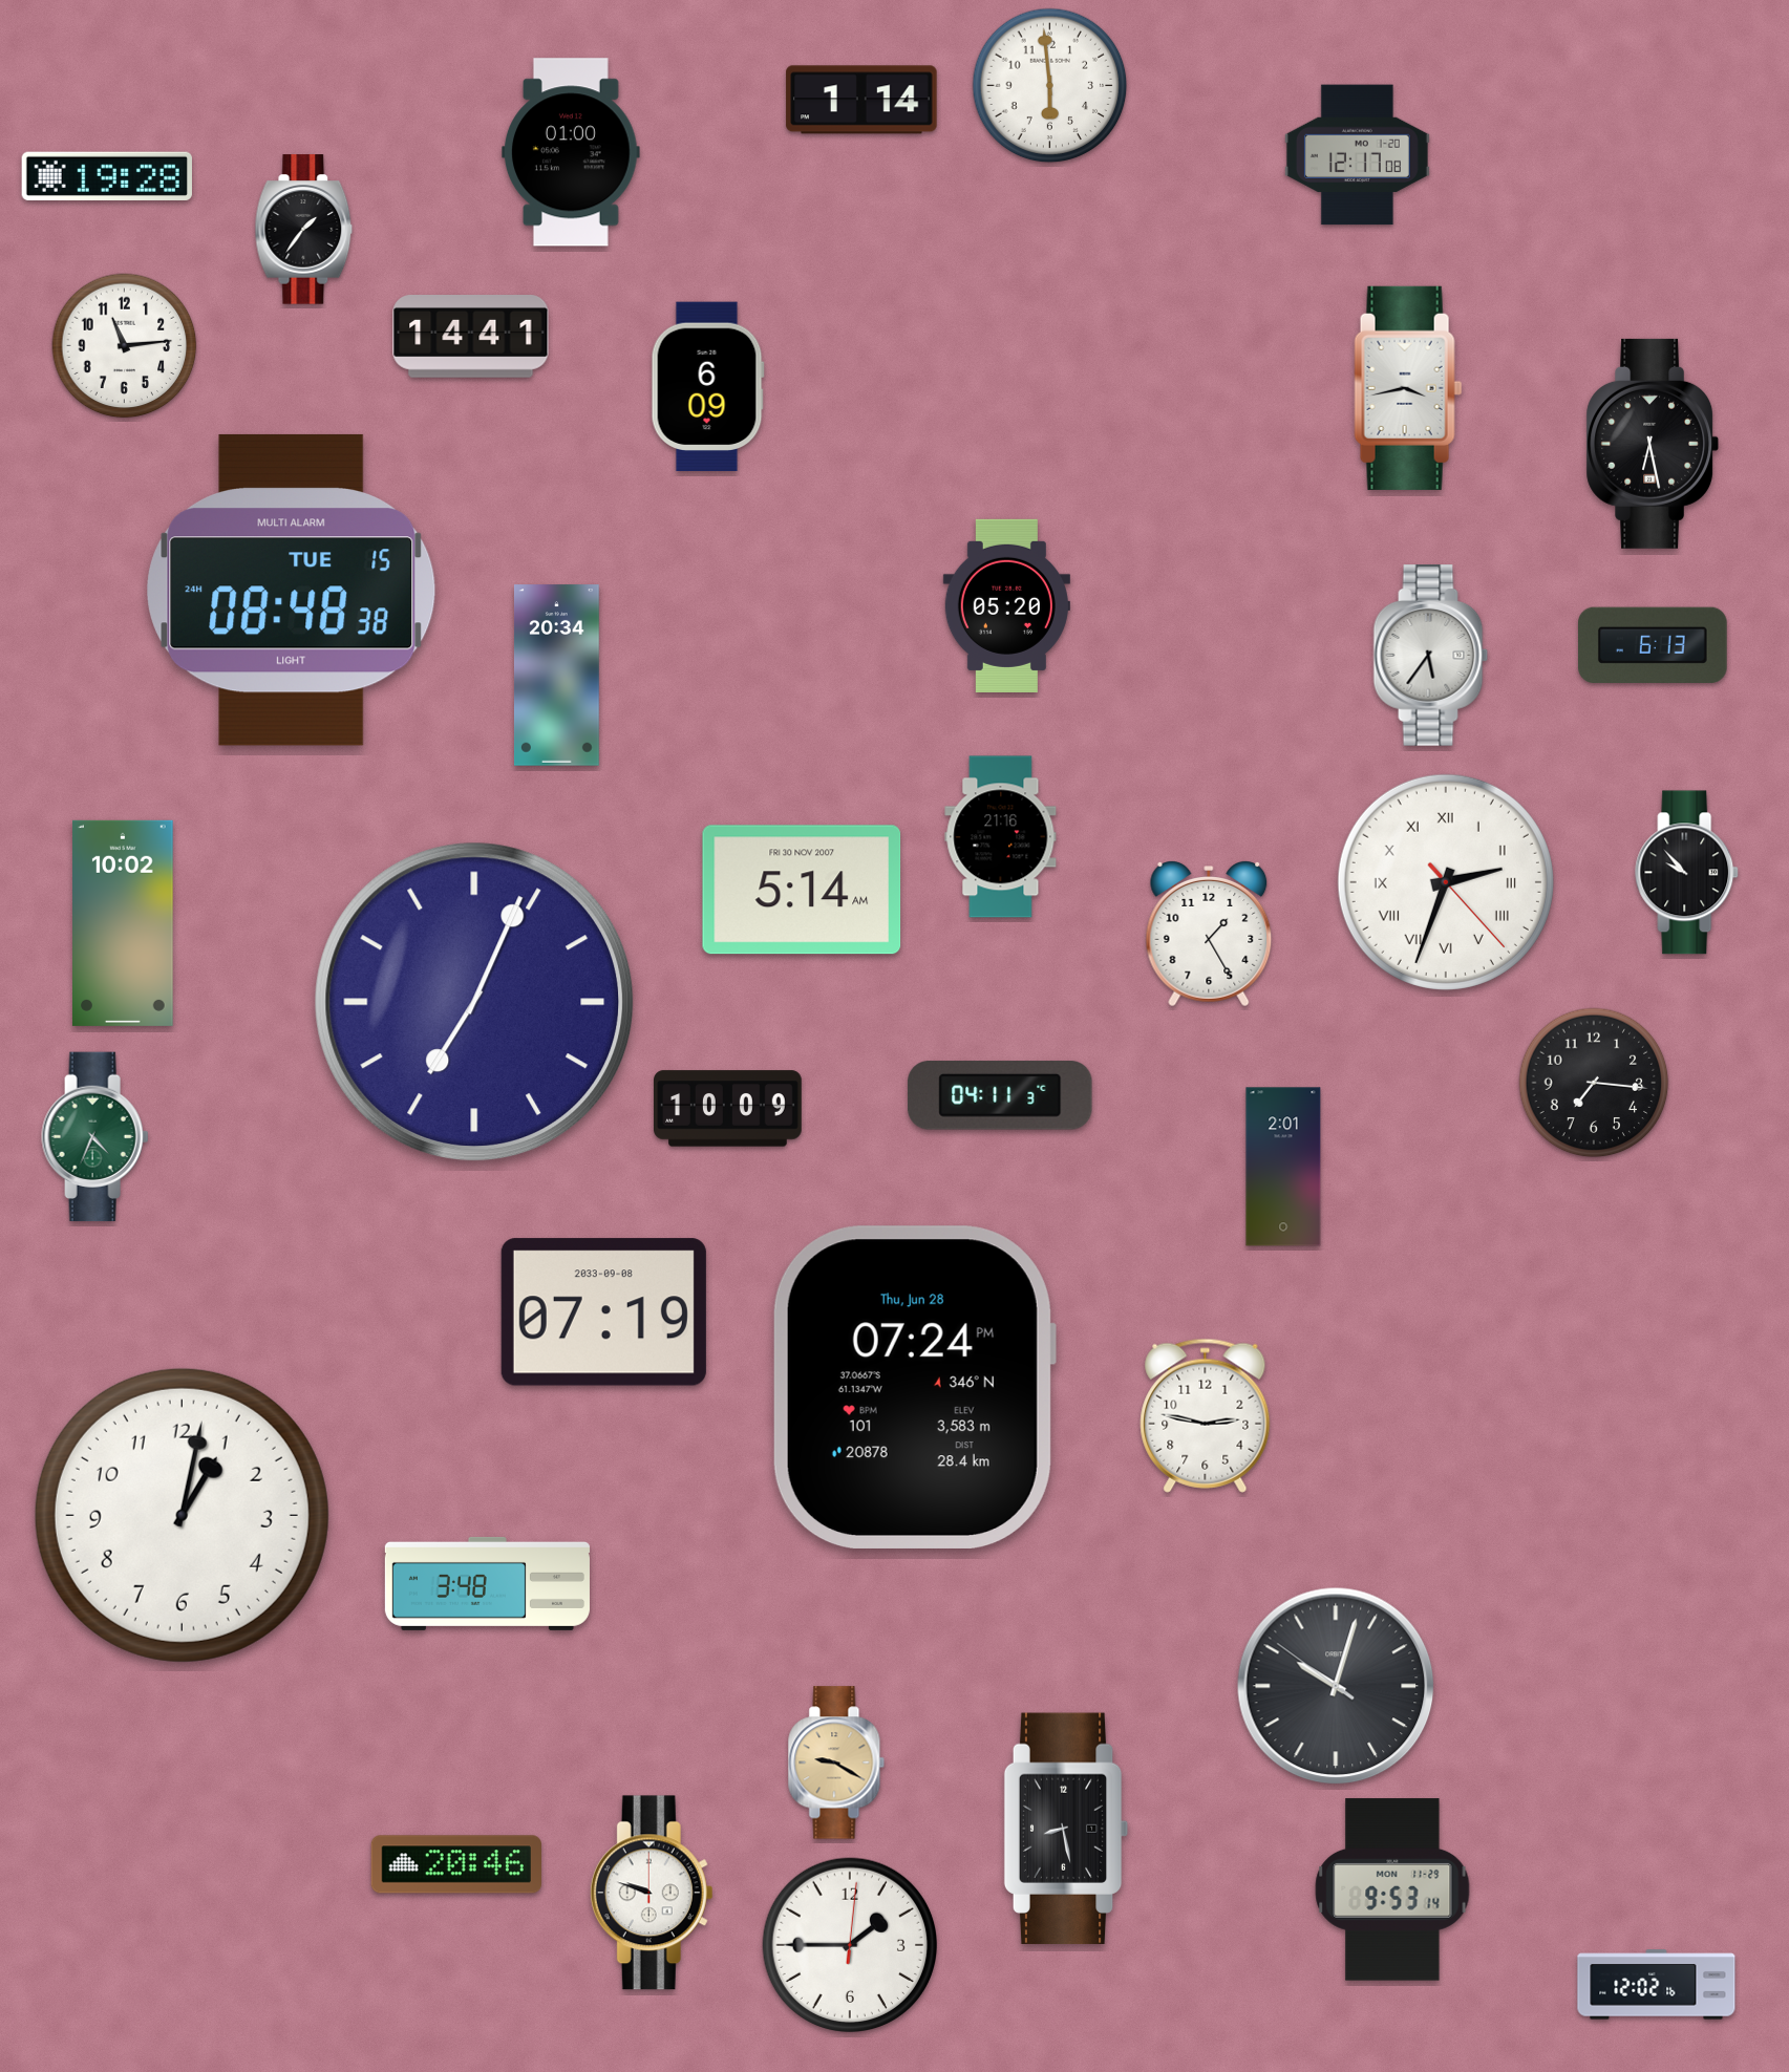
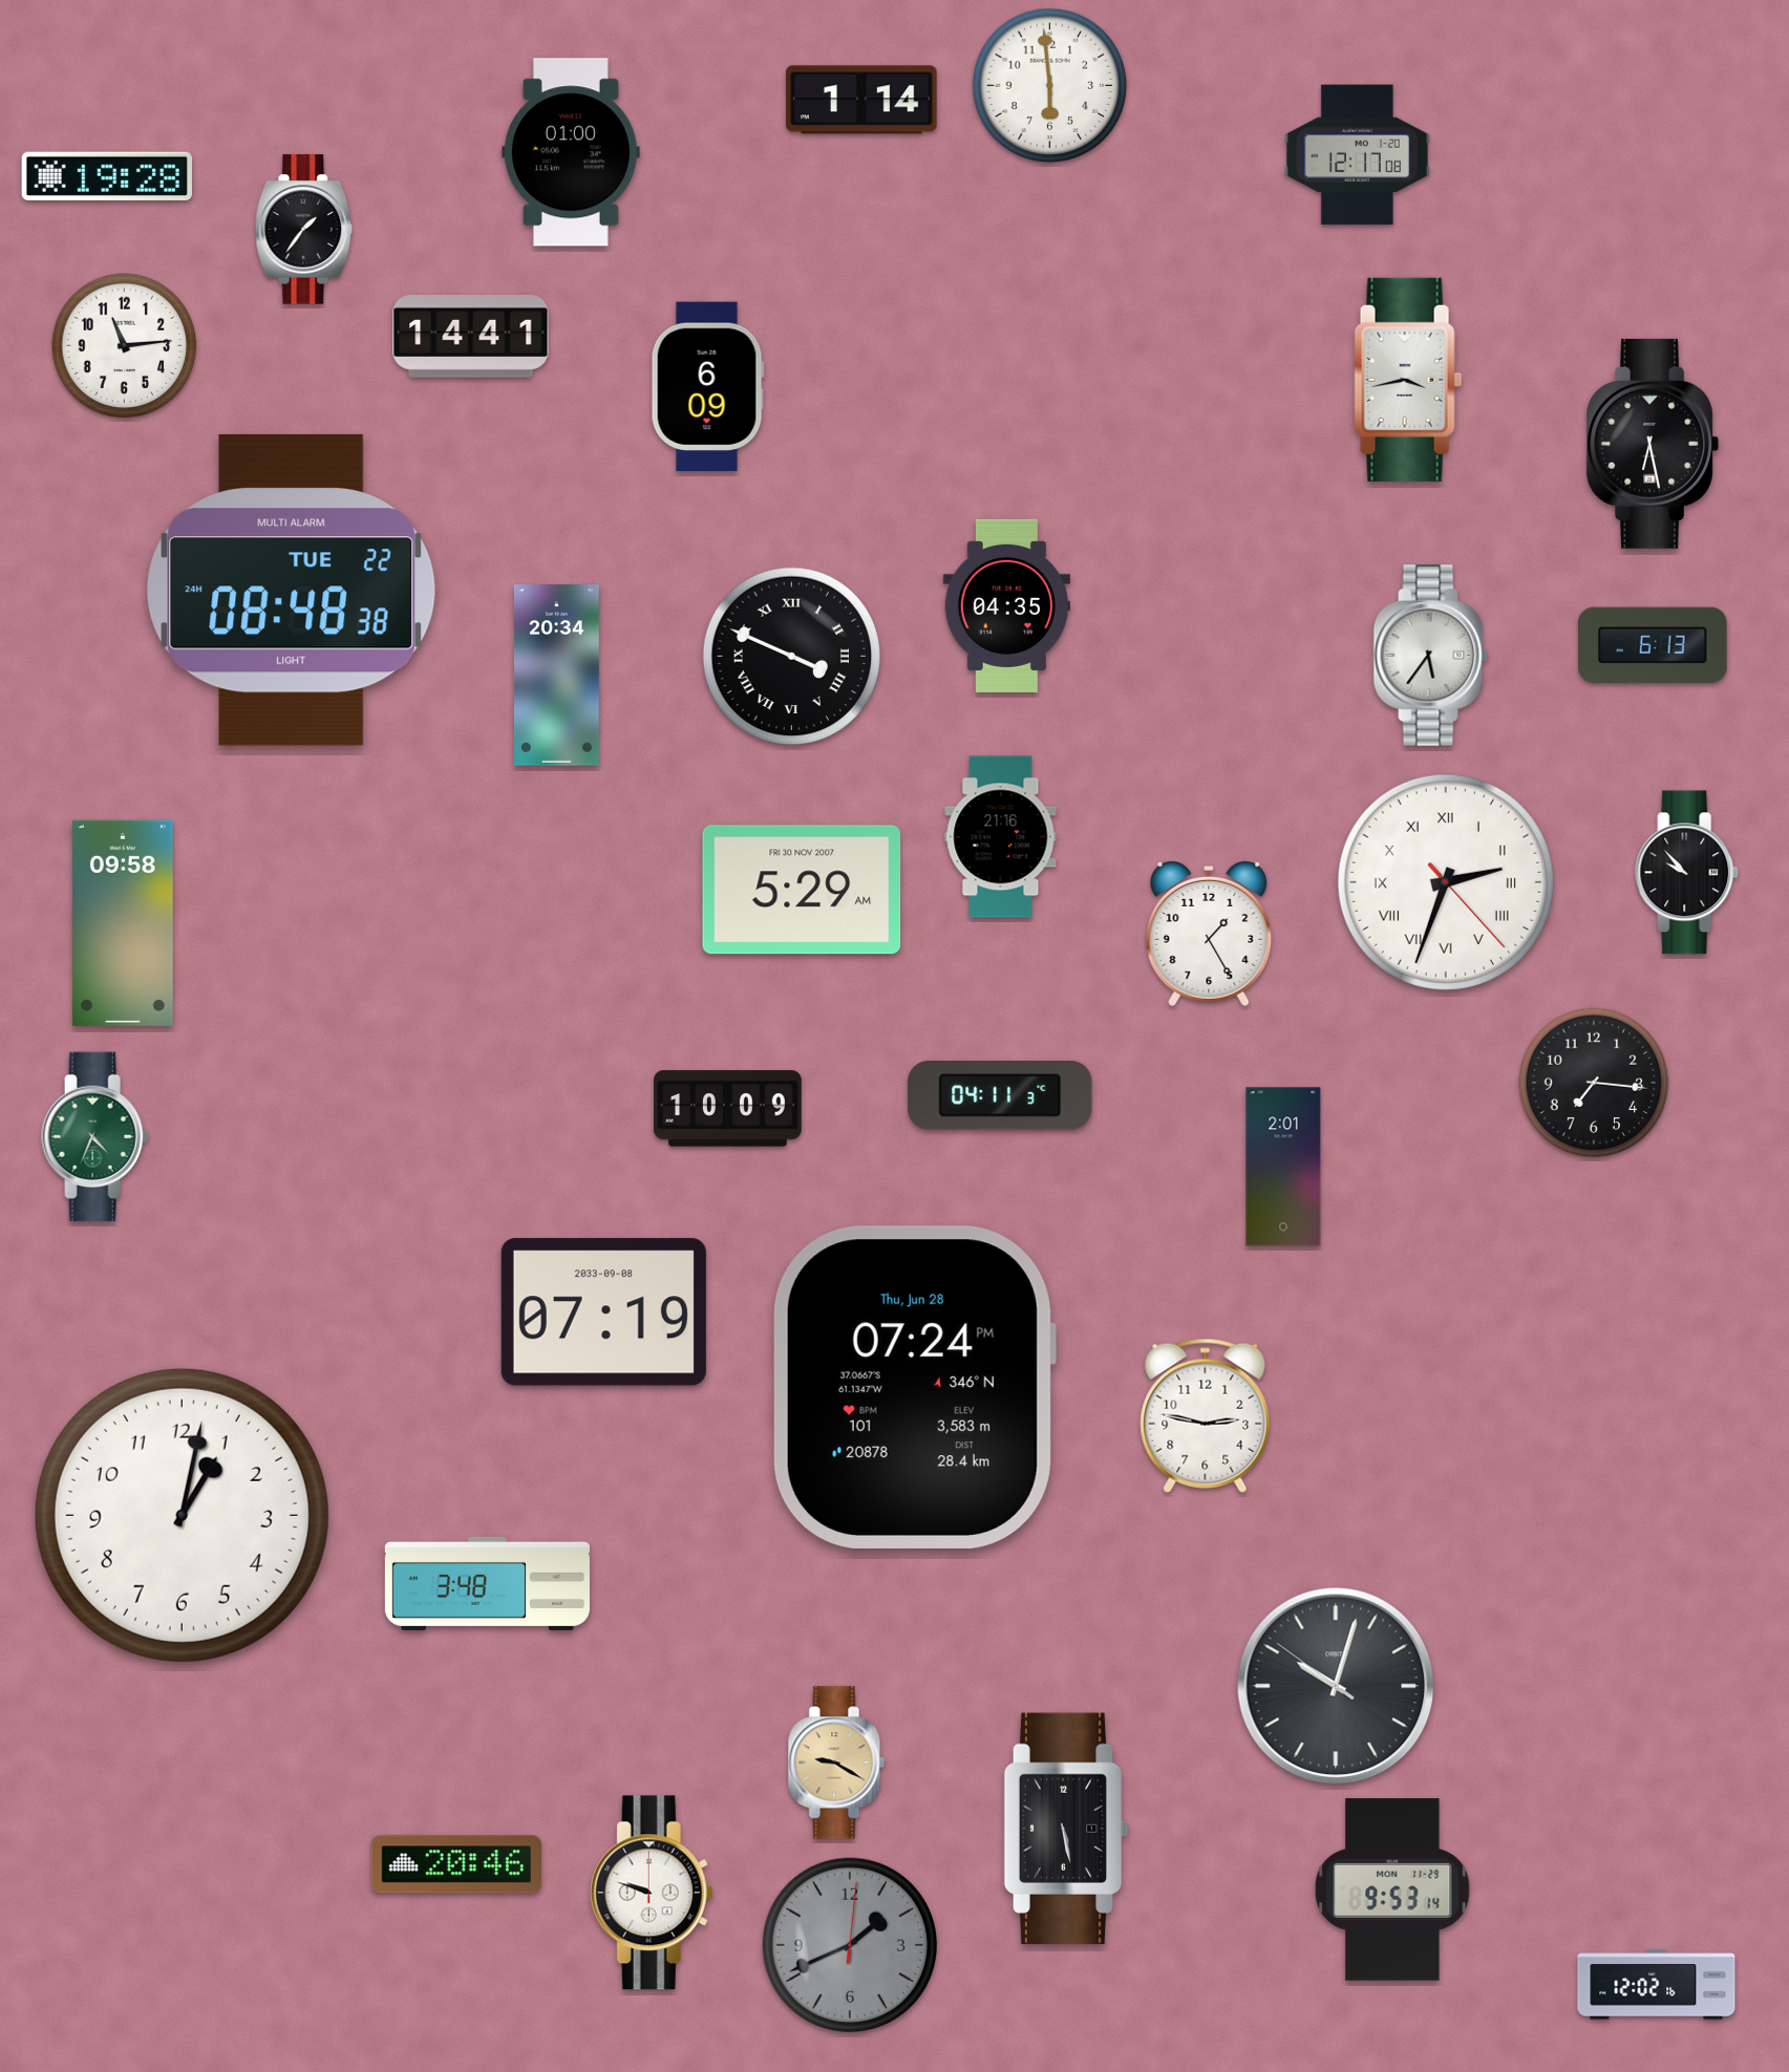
clock at (1408, 388) position: (1408, 388) -> (1408, 380)
clock at (292, 590) date: TUE 15 -> TUE 22
clock at (1006, 605): 05:20 -> 04:35
clock at (791, 656): none -> 3:49
clock at (802, 890): 5:14 -> 5:29
clock at (123, 923): 10:02 -> 09:58
clock at (474, 1002): 7:04 -> none
clock at (1066, 1829): 8:28 -> 5:28
clock at (850, 1944): 1:45 -> 1:41
clock at (850, 1944) dial: white -> grey
